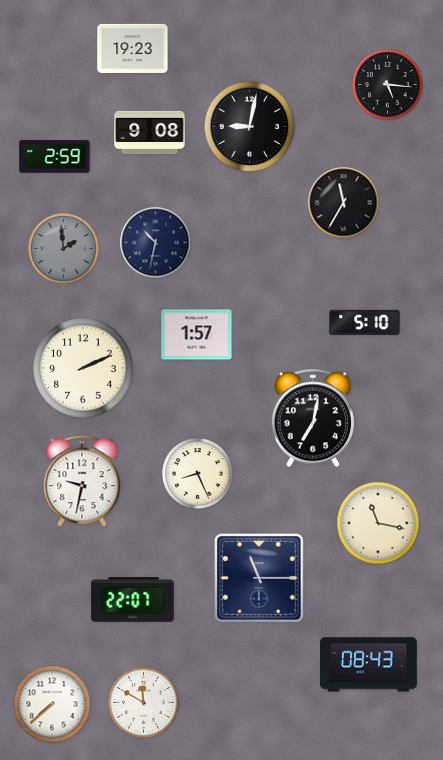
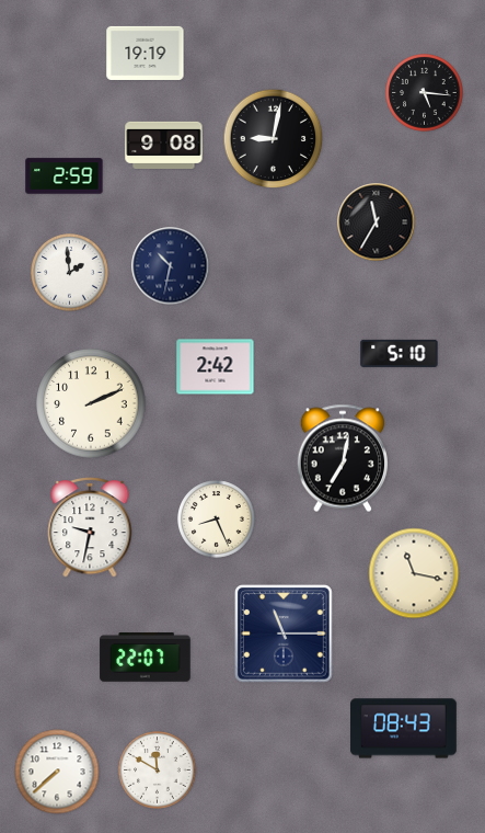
clock at (133, 48): 19:23 -> 19:19
clock at (55, 157) position: (55, 157) -> (65, 176)
clock at (64, 249) dial: grey -> white
clock at (197, 335): 1:57 -> 2:42
